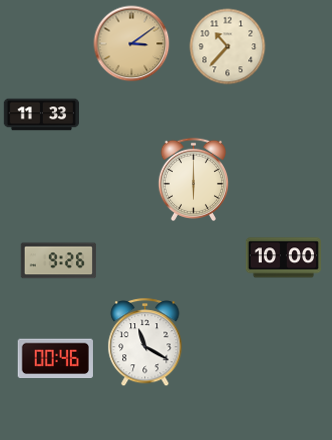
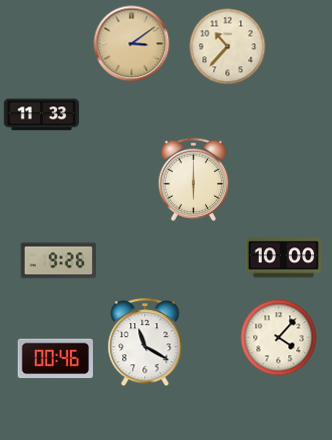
clock at (279, 338): none -> 4:07
